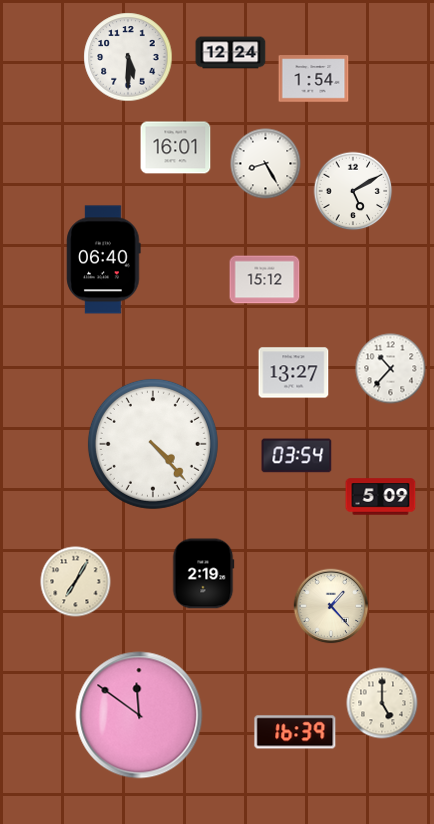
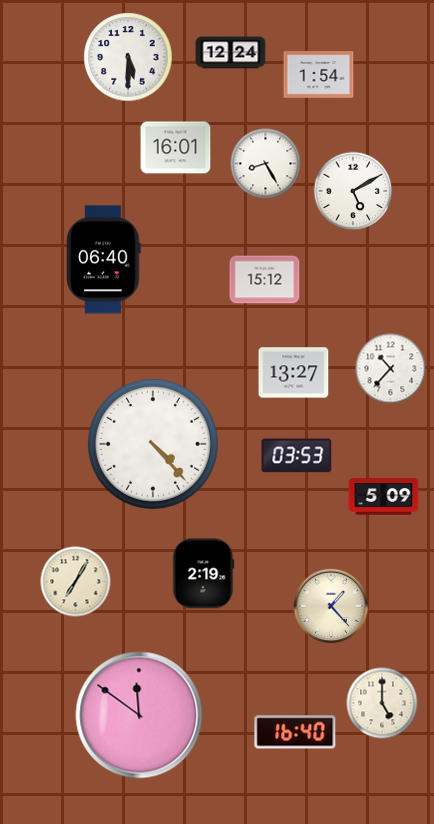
clock at (314, 79) position: (314, 79) -> (319, 75)
clock at (297, 456): 03:54 -> 03:53
clock at (381, 497) position: (381, 497) -> (384, 497)
clock at (295, 732): 16:39 -> 16:40
